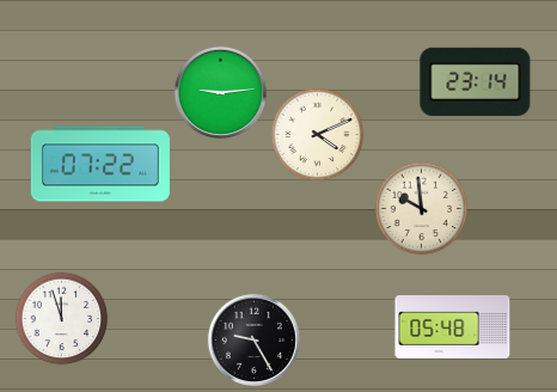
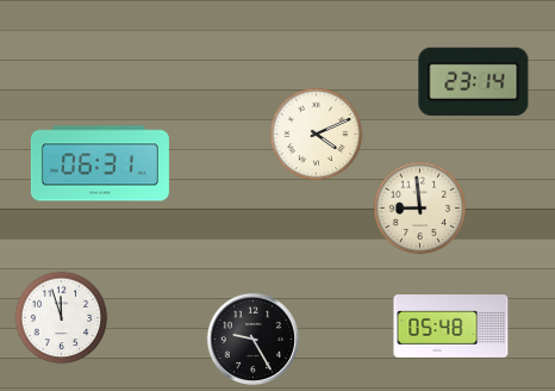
clock at (220, 92): 9:14 -> none
clock at (100, 164): 07:22 -> 06:31
clock at (421, 208): 9:59 -> 8:59
